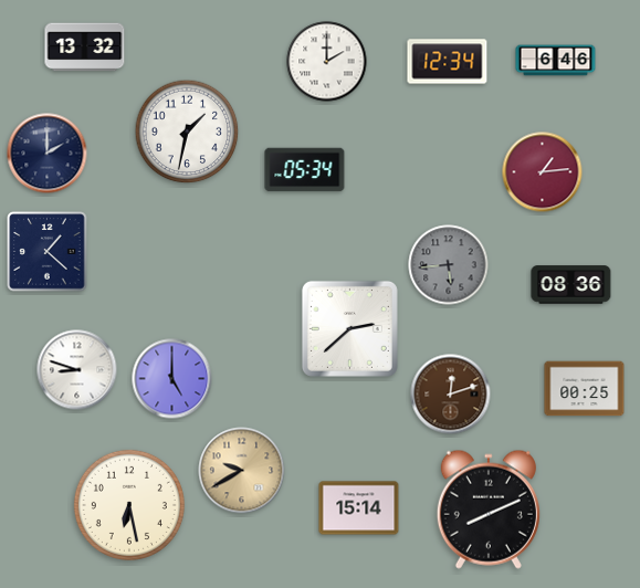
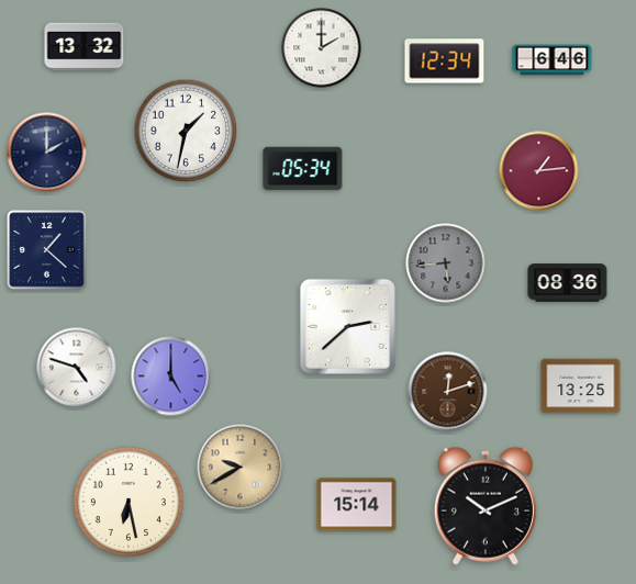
clock at (327, 62) position: (327, 62) -> (322, 48)
clock at (77, 370): 8:48 -> 4:48
clock at (585, 389): 00:25 -> 13:25
clock at (489, 510): 8:11 -> 10:11
